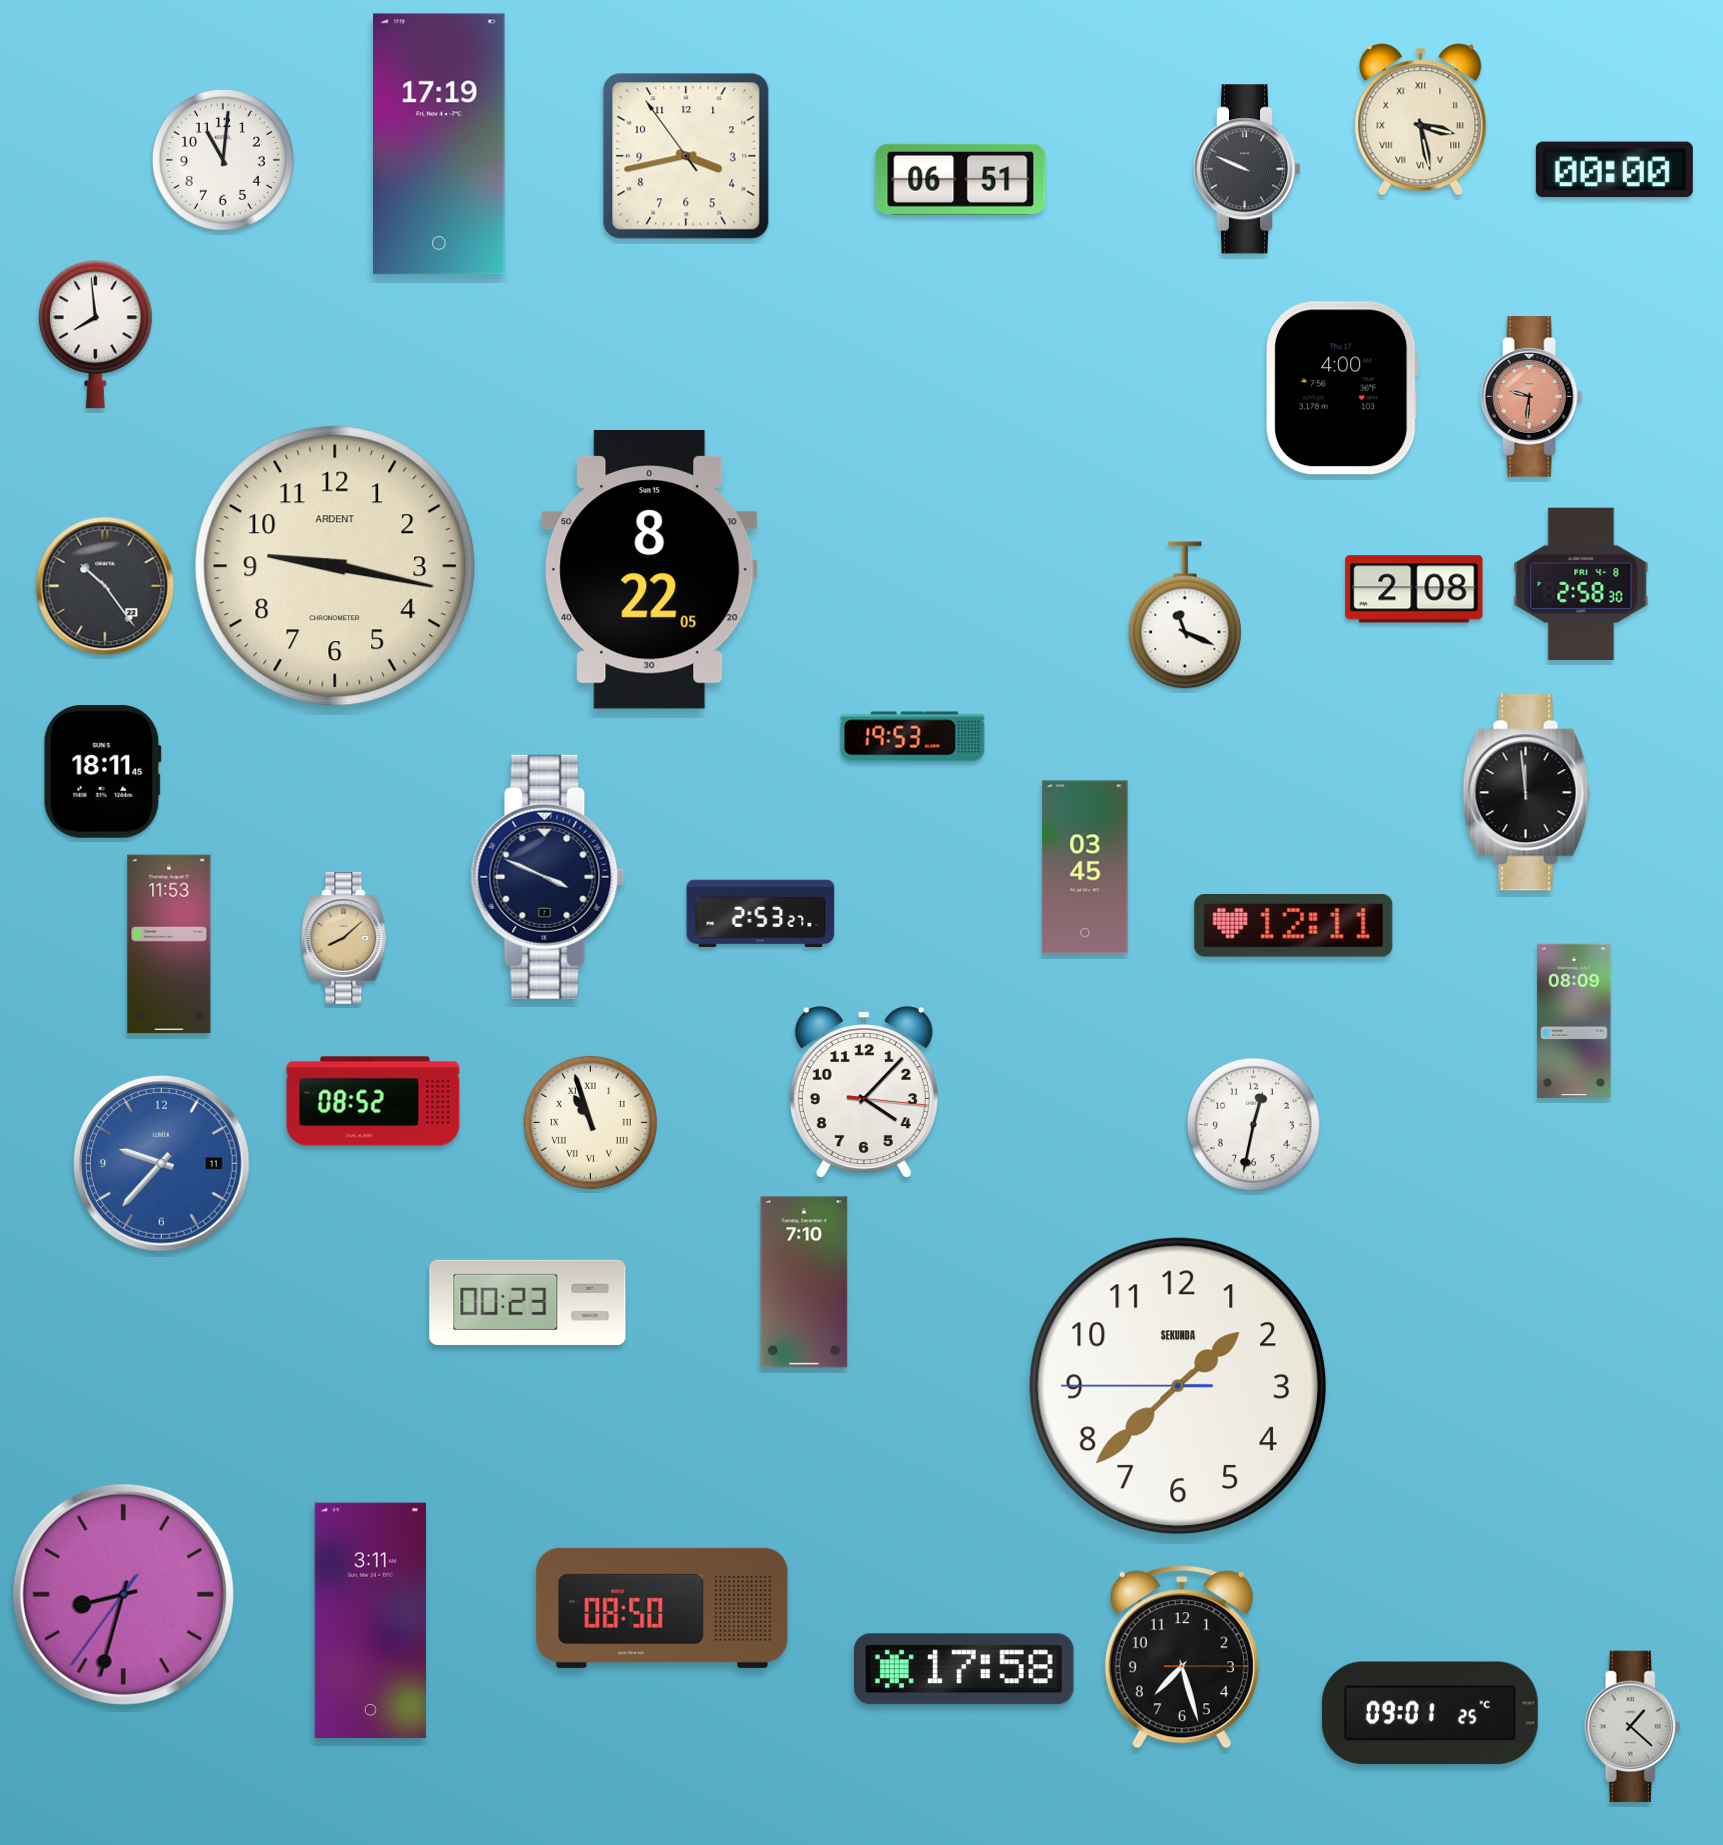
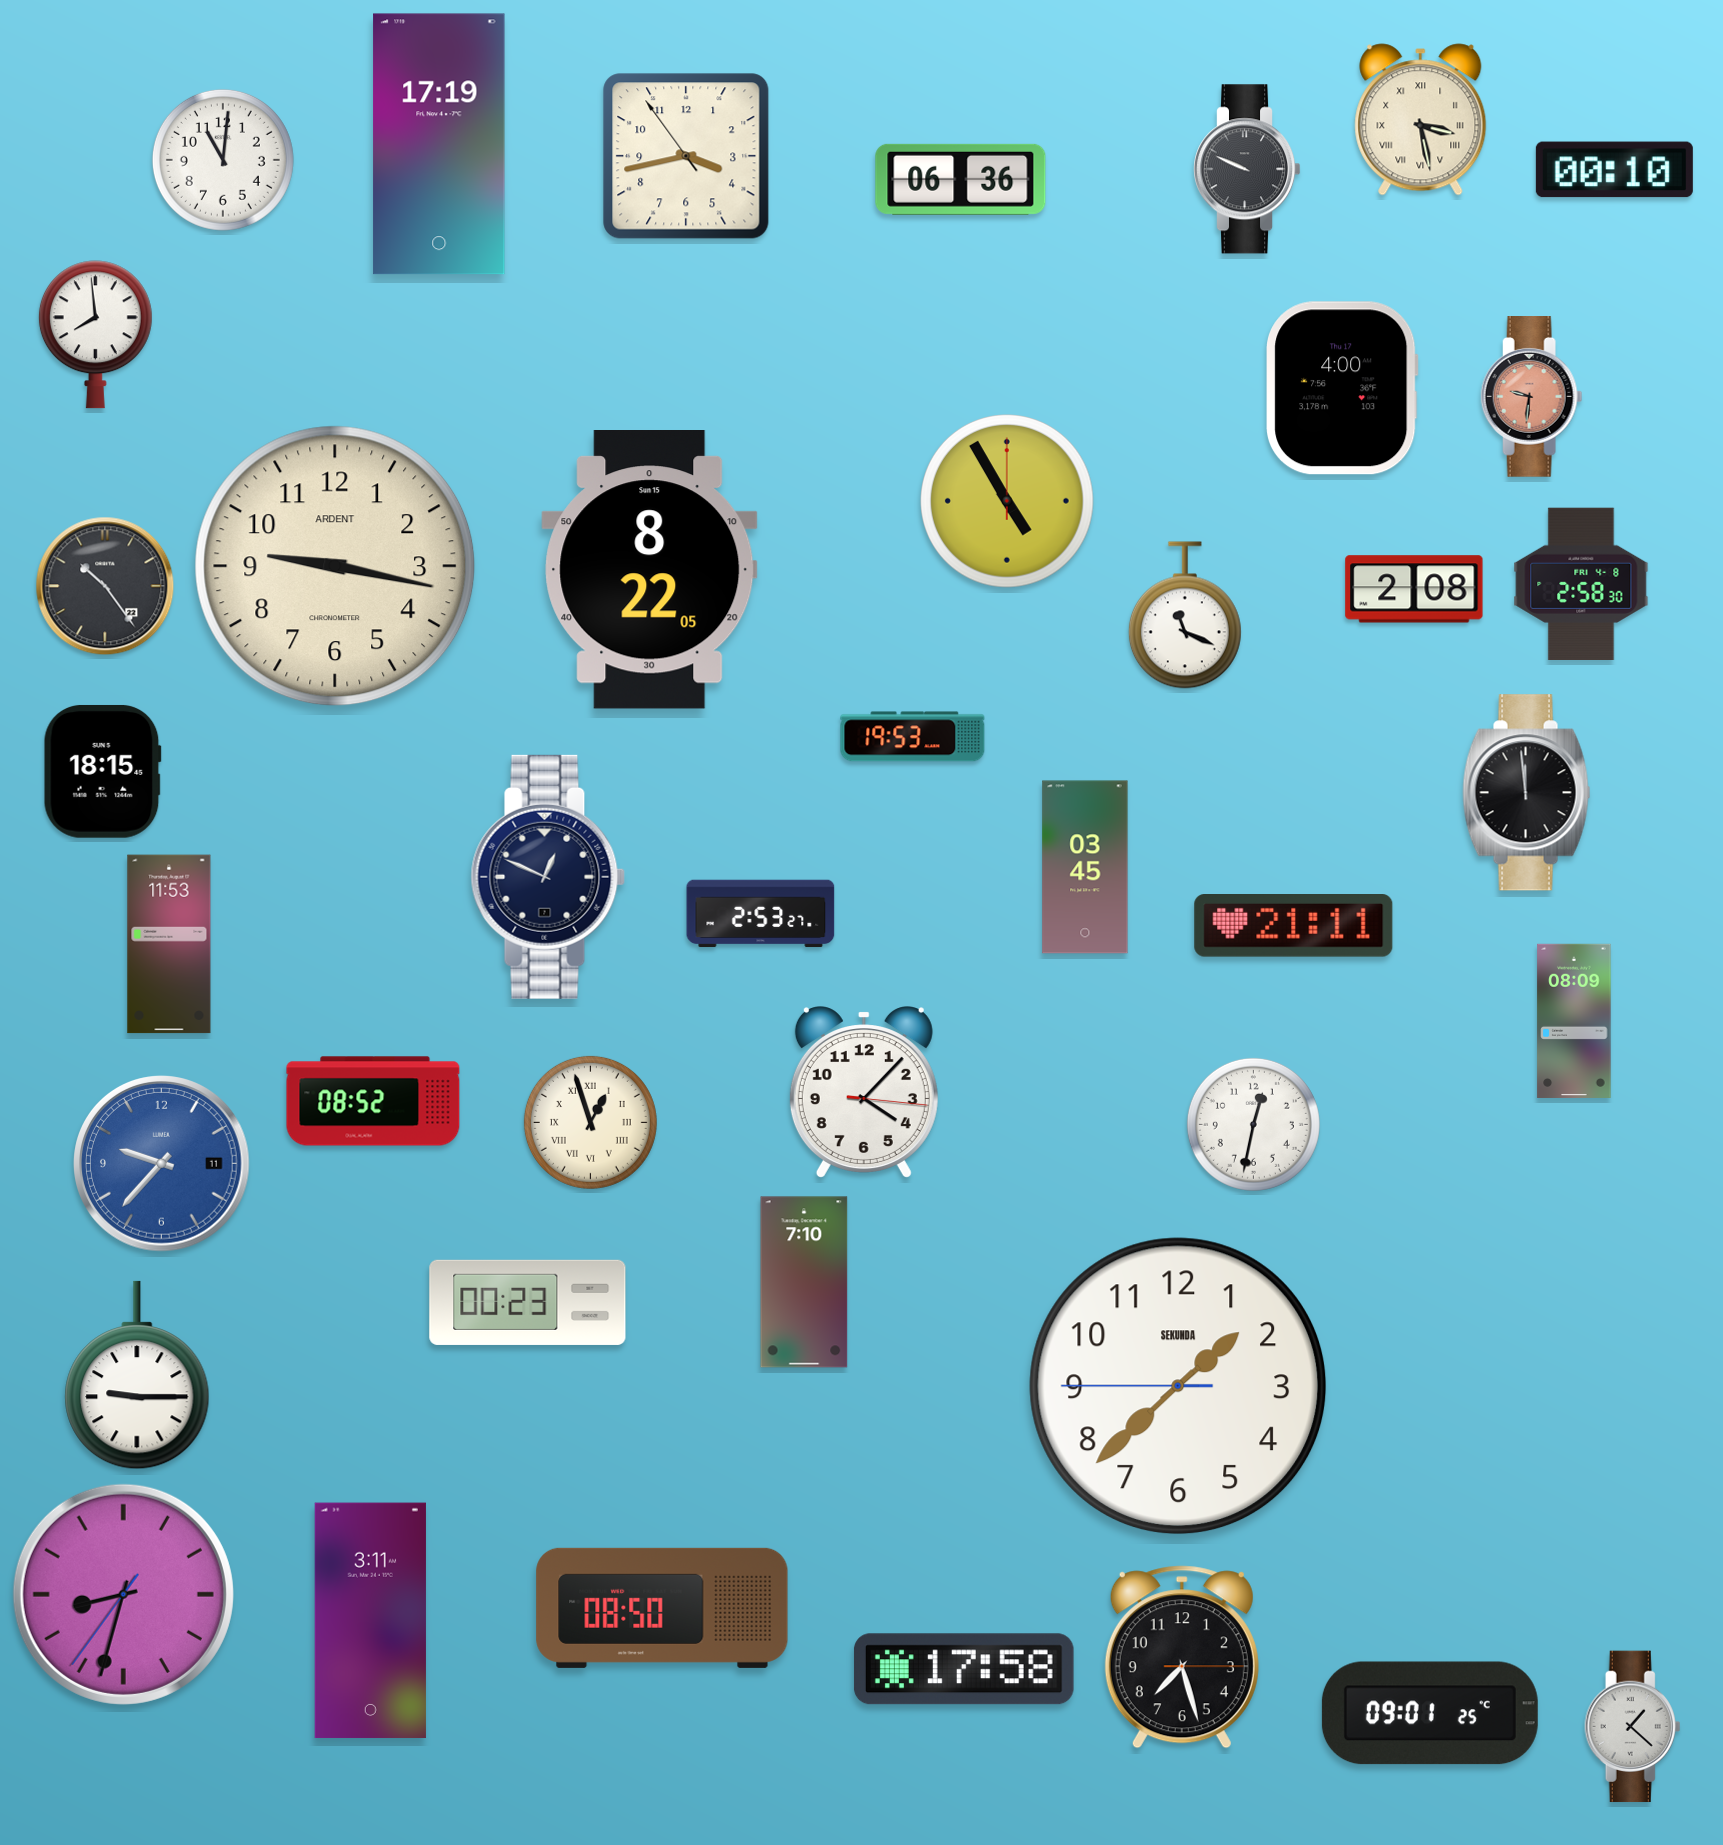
clock at (1614, 170): 00:00 -> 00:10
clock at (961, 179): 06:51 -> 06:36
clock at (1008, 502): none -> 4:55
clock at (102, 771): 18:11 -> 18:15
clock at (548, 877): 3:49 -> 12:49
clock at (1294, 926): 12:11 -> 21:11
clock at (344, 939): 8:08 -> none
clock at (590, 1122): 10:57 -> 12:57
clock at (137, 1375): none -> 9:15
